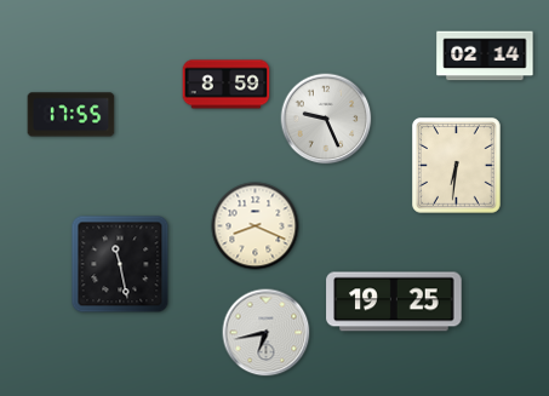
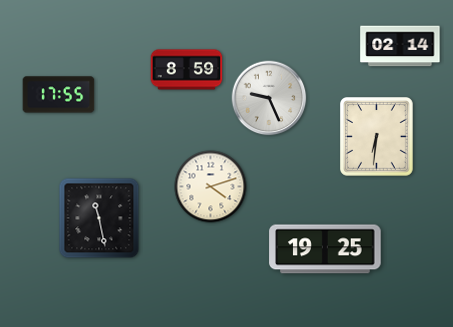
clock at (256, 226): 8:19 -> 4:12
clock at (267, 333): 6:43 -> none
